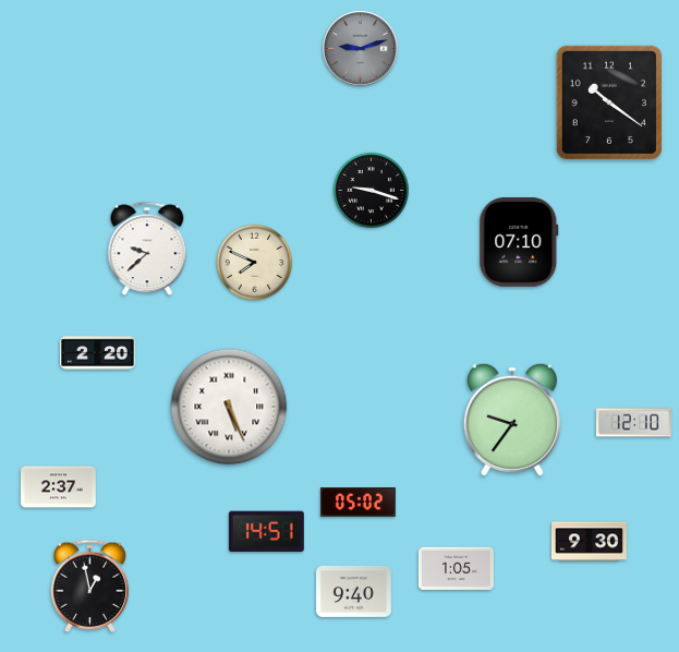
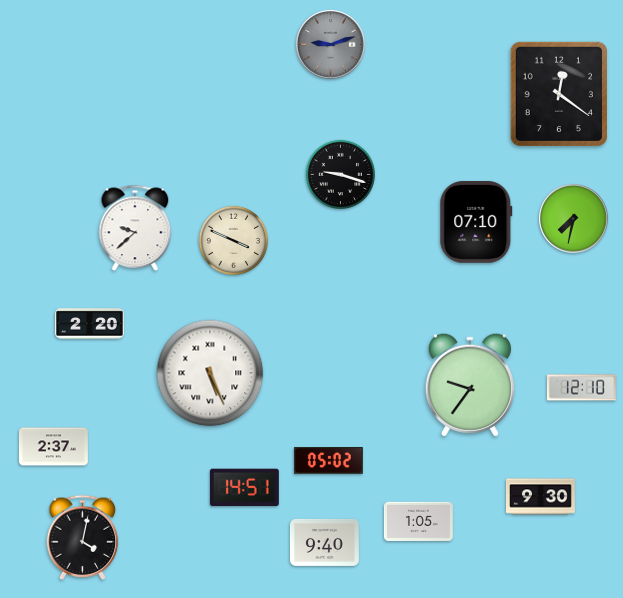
clock at (609, 102): 10:21 -> 12:21
clock at (574, 219): none -> 7:32
clock at (254, 262): 7:49 -> 3:49
clock at (90, 585): 12:58 -> 4:02
